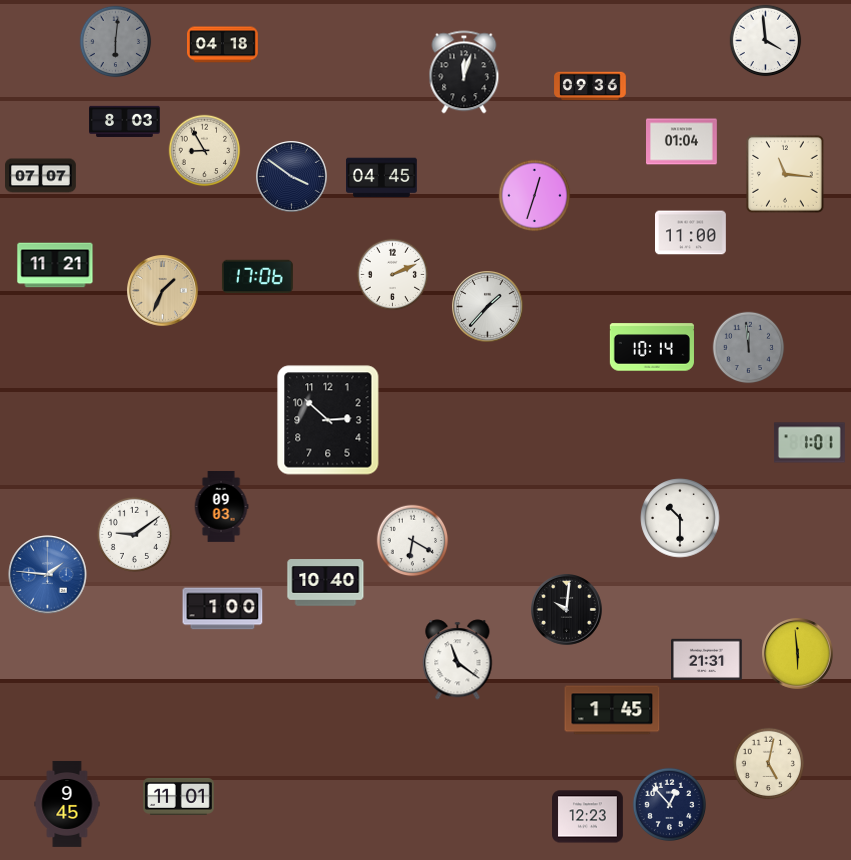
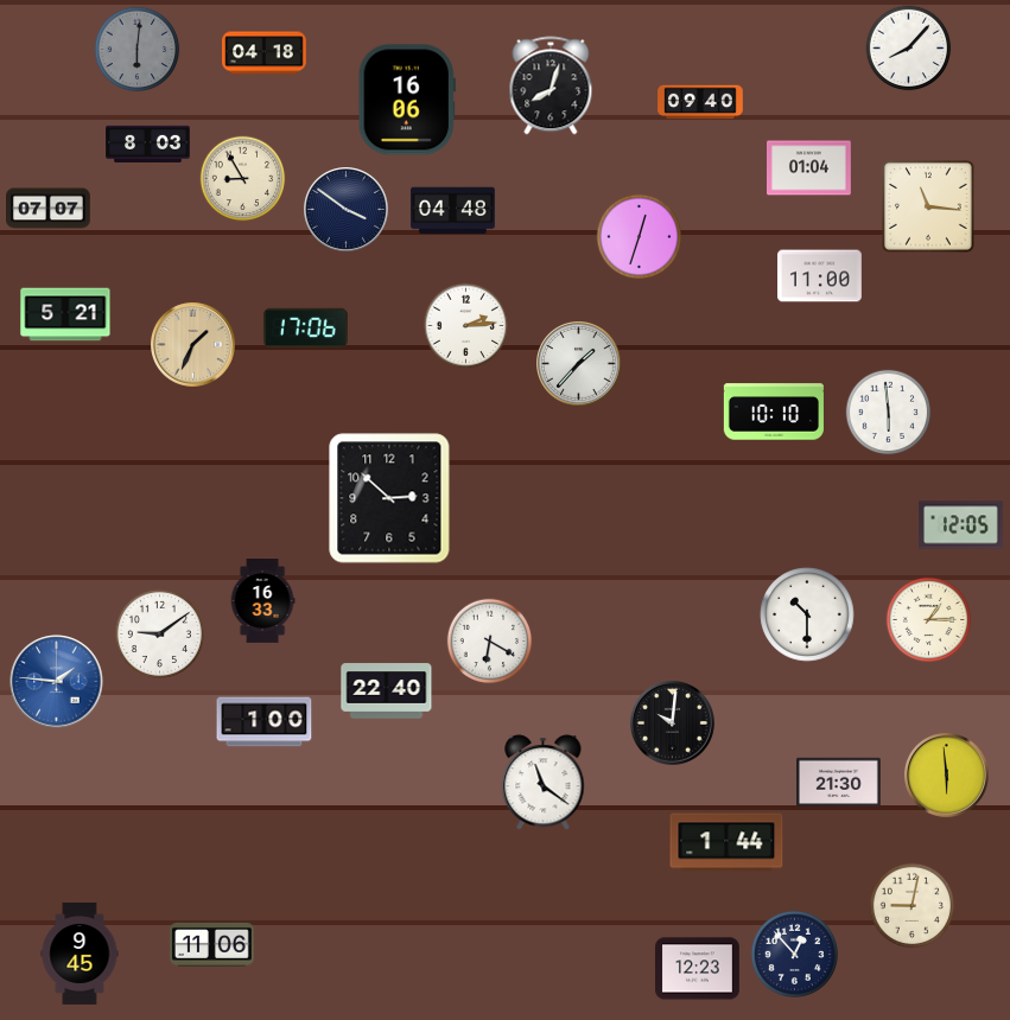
clock at (766, 41): 3:59 -> 8:07
clock at (464, 72): 12:03 -> 8:03
clock at (406, 100): none -> 16:06
clock at (590, 86): 09:36 -> 09:40
clock at (785, 174) position: (785, 174) -> (928, 206)
clock at (382, 178): 04:45 -> 04:48
clock at (535, 196) position: (535, 196) -> (640, 237)
clock at (55, 265): 11:21 -> 5:21
clock at (393, 275): 2:11 -> 2:14
clock at (652, 347): 10:14 -> 10:10
clock at (749, 348): 11:59 -> 5:59
clock at (749, 348) dial: grey -> white
clock at (809, 443): 1:01 -> 12:05
clock at (221, 507): 09:03 -> 16:33
clock at (929, 620): none -> 1:15
clock at (326, 583): 10:40 -> 22:40
clock at (707, 660): 21:31 -> 21:30
clock at (612, 710): 1:45 -> 1:44
clock at (769, 764): 5:02 -> 9:02
clock at (179, 796): 11:01 -> 11:06
